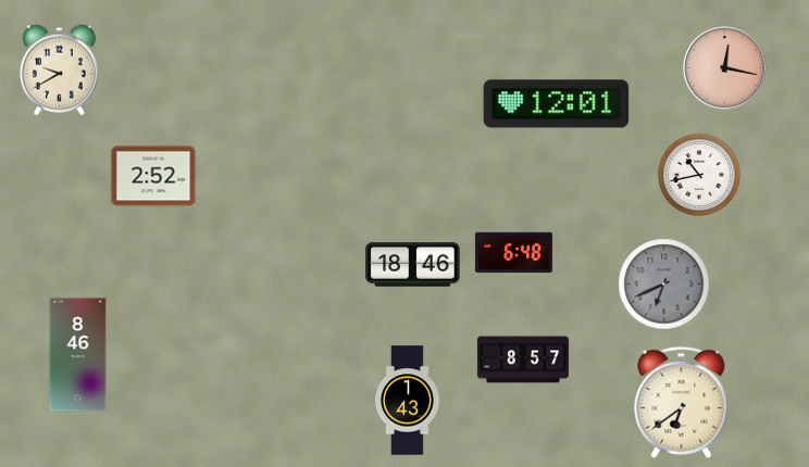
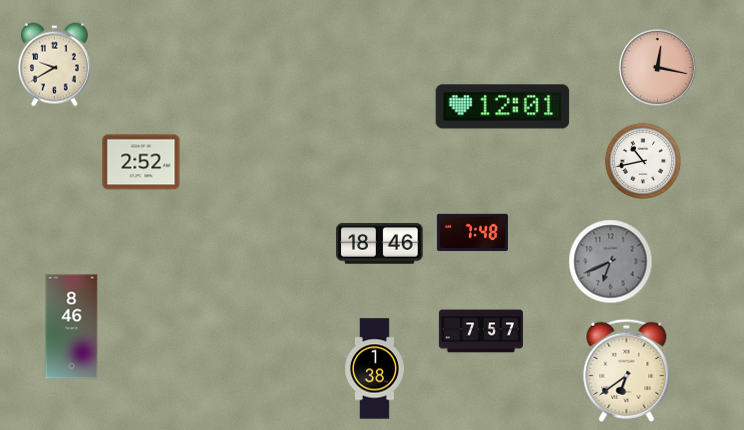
clock at (725, 68) position: (725, 68) -> (658, 68)
clock at (557, 104) position: (557, 104) -> (503, 107)
clock at (513, 253): 6:48 -> 7:48
clock at (523, 359): 8:57 -> 7:57
clock at (408, 401): 1:43 -> 1:38
